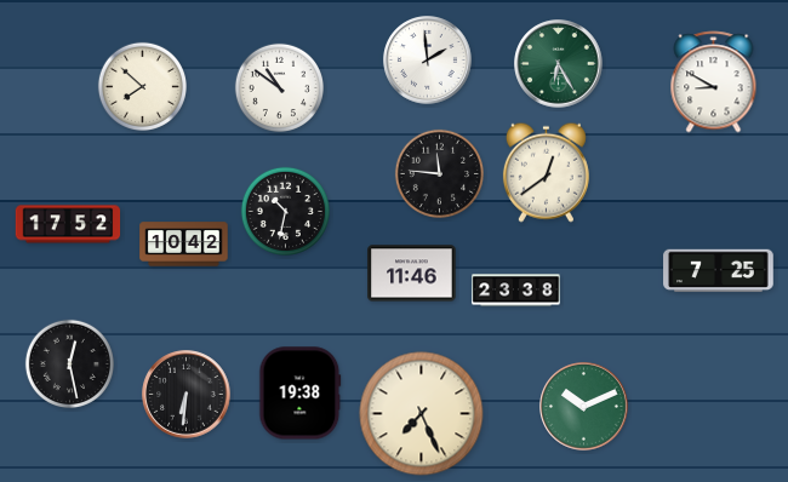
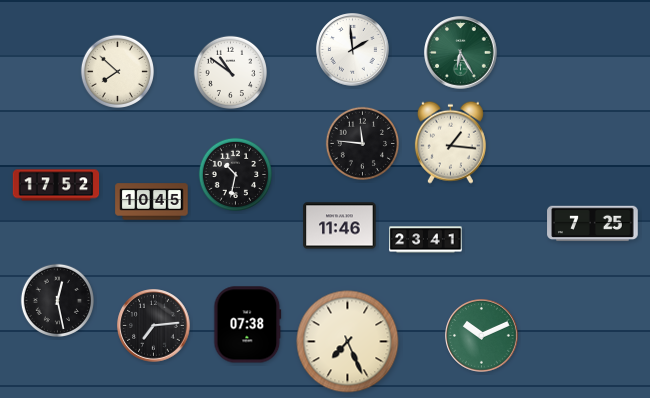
clock at (714, 82): 8:50 -> none
clock at (546, 172): 12:39 -> 1:16
clock at (184, 245): 10:42 -> 10:45
clock at (516, 291): 23:38 -> 23:41
clock at (301, 394): 19:38 -> 07:38
clock at (187, 395): 6:31 -> 7:14
